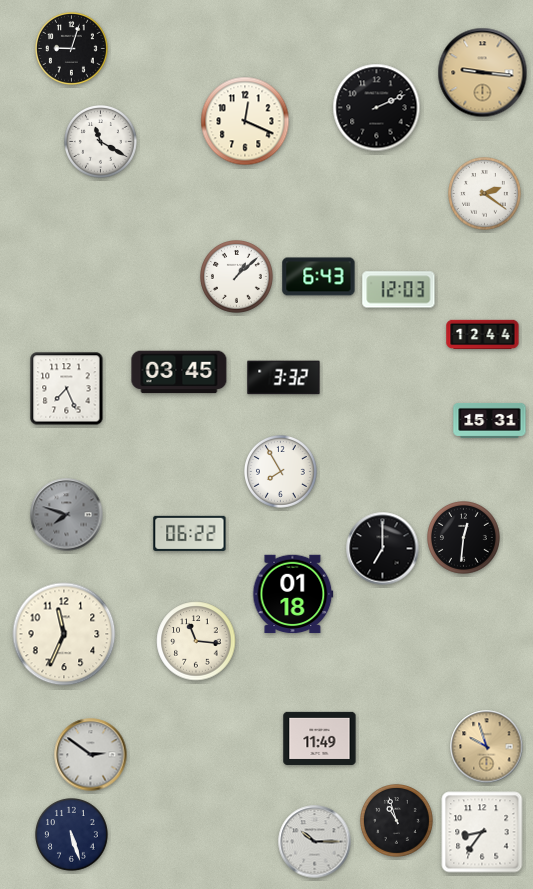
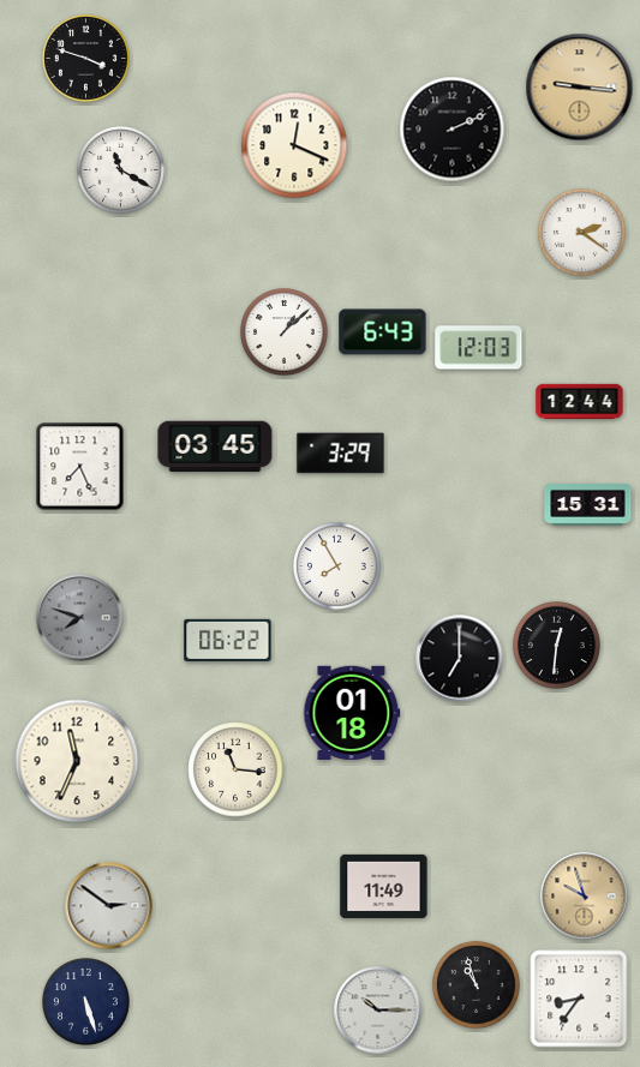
clock at (72, 49): 9:03 -> 3:48
clock at (284, 378): 3:32 -> 3:29
